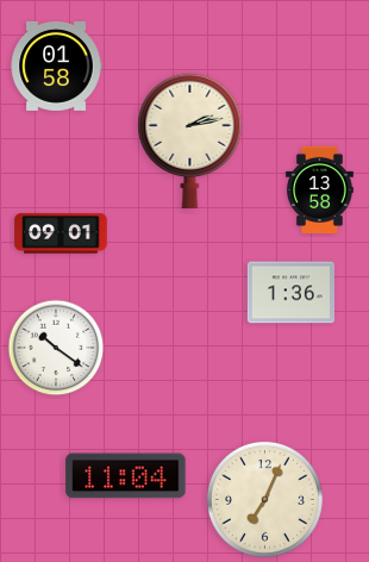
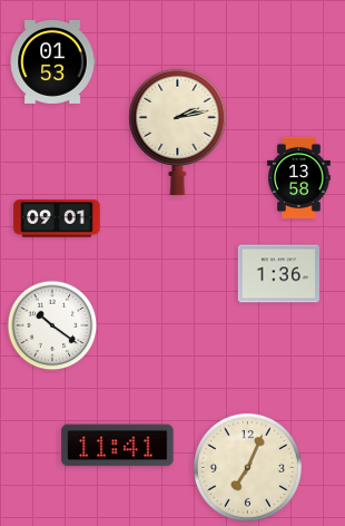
clock at (56, 65): 01:58 -> 01:53
clock at (290, 293) position: (290, 293) -> (278, 274)
clock at (126, 476): 11:04 -> 11:41
